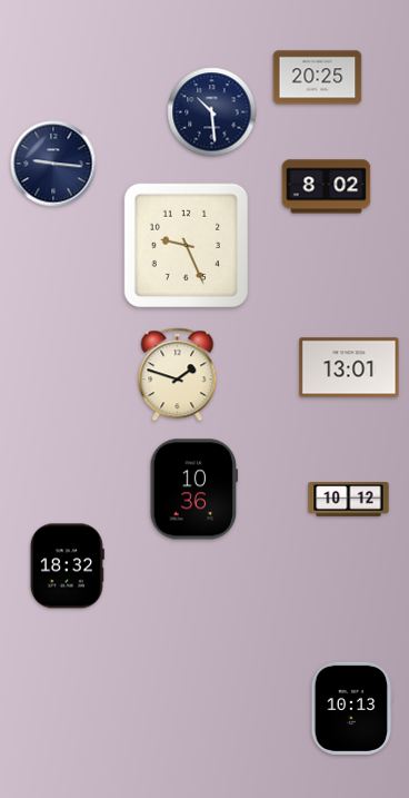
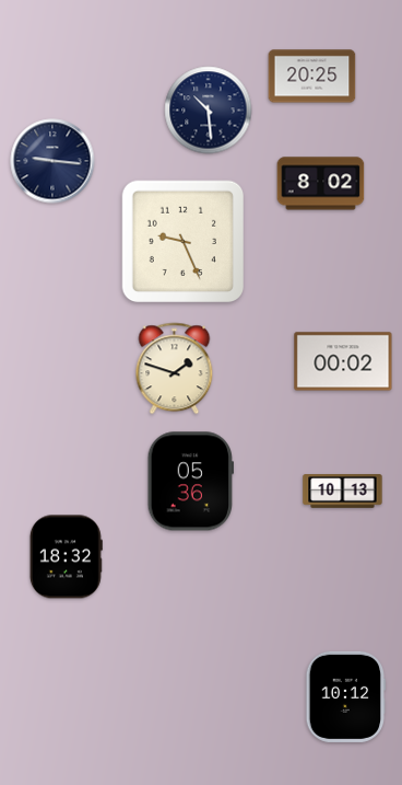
clock at (349, 367): 13:01 -> 00:02
clock at (193, 490): 10:36 -> 05:36
clock at (349, 500): 10:12 -> 10:13
clock at (352, 708): 10:13 -> 10:12
